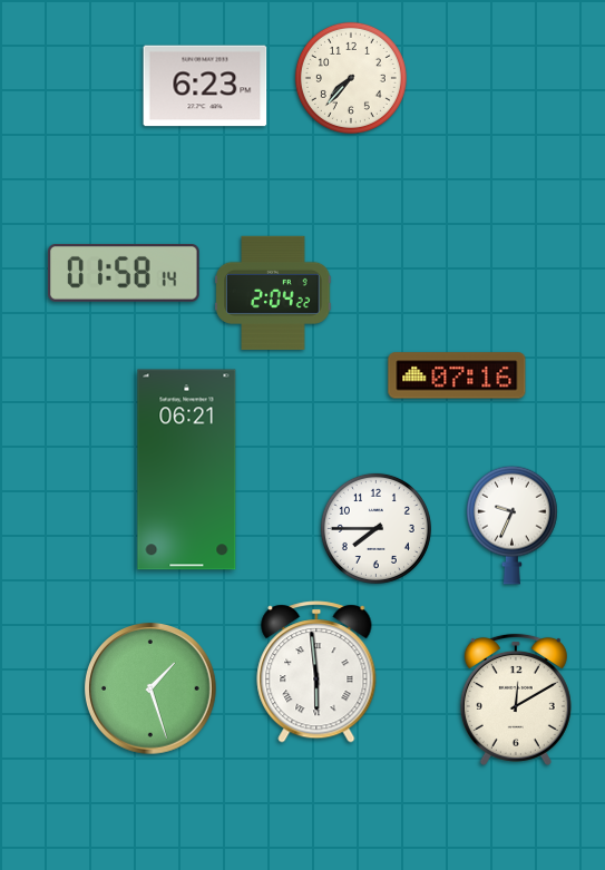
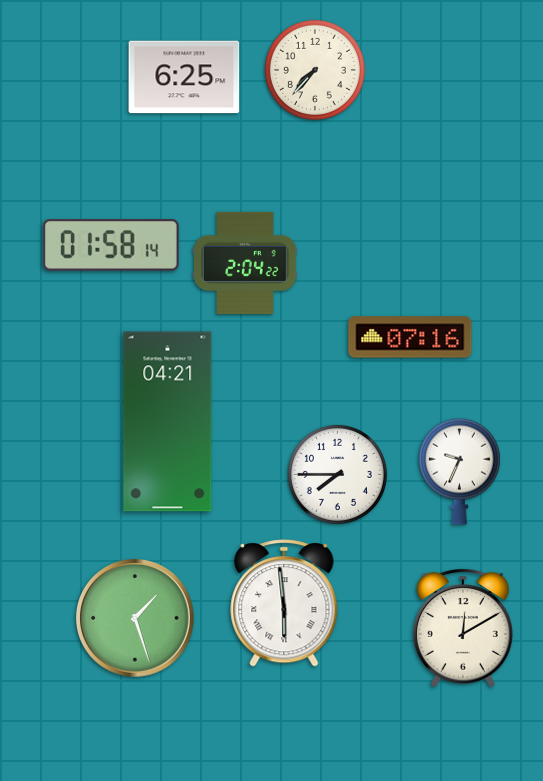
clock at (205, 86): 6:23 -> 6:25
clock at (187, 470): 06:21 -> 04:21
